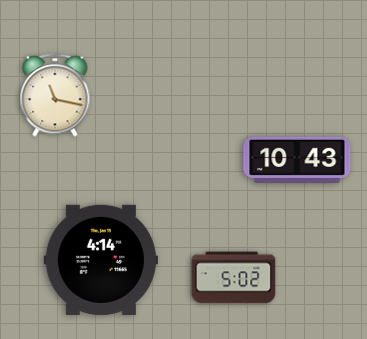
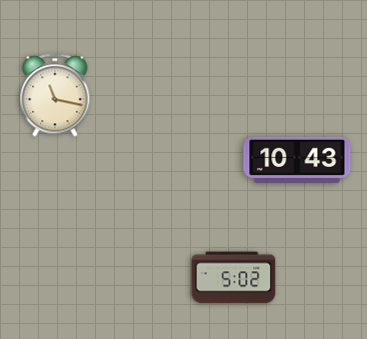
clock at (101, 260): 4:14 -> none
